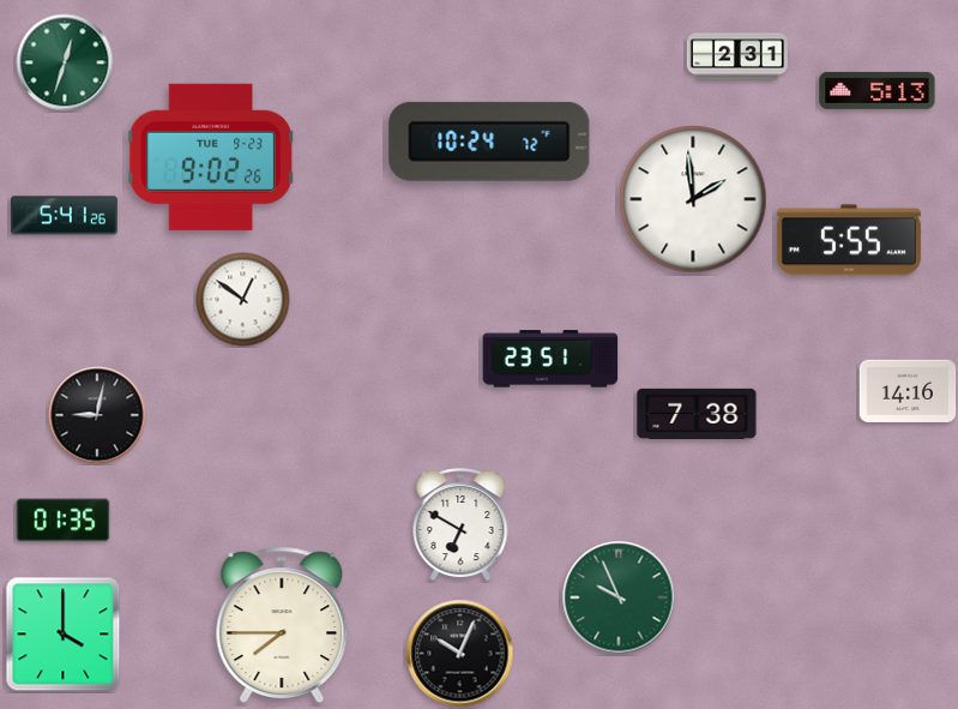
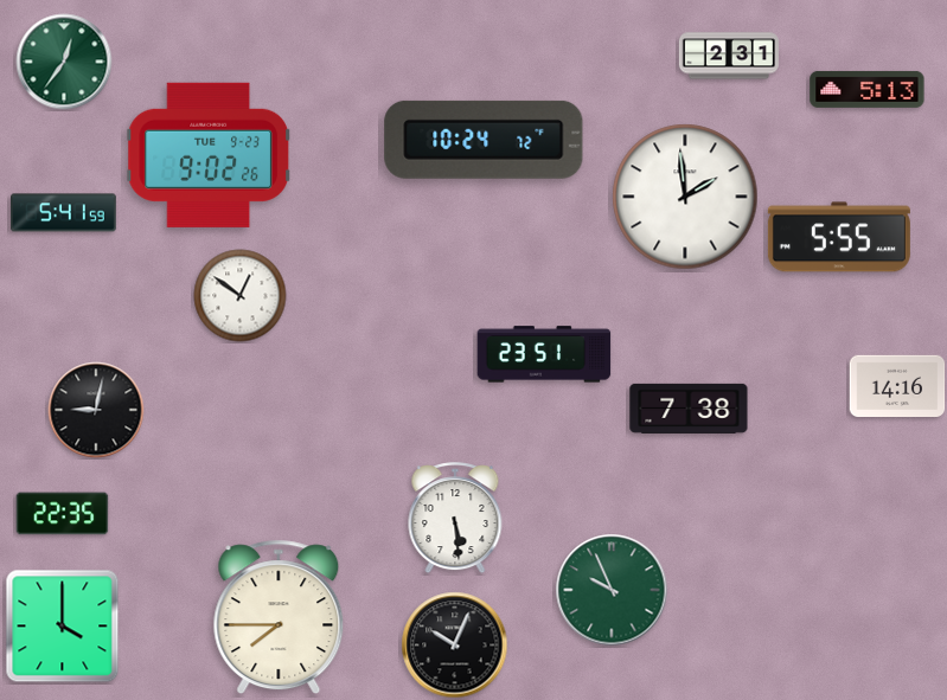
clock at (65, 62): 12:33 -> 12:36
clock at (65, 216): 5:41:26 -> 5:41:59
clock at (64, 521): 01:35 -> 22:35
clock at (460, 525): 6:50 -> 5:29
